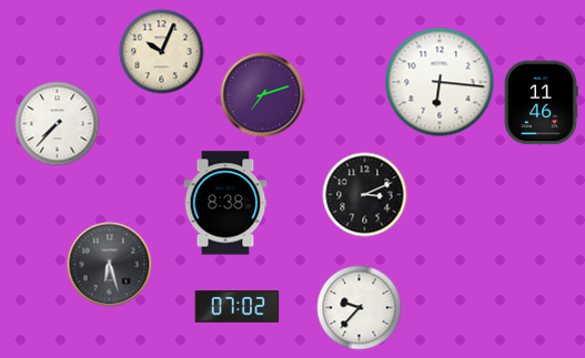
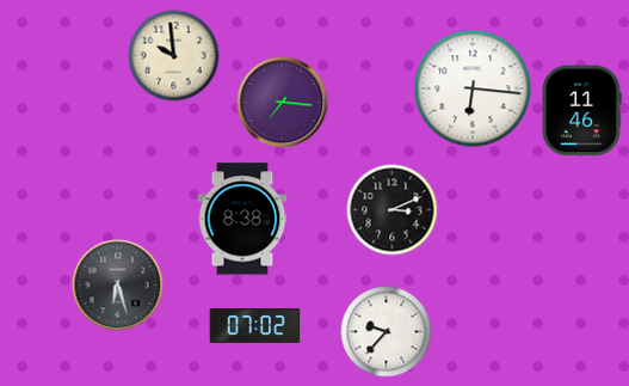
clock at (162, 52): 10:04 -> 9:59
clock at (263, 95): 7:12 -> 7:16
clock at (58, 124): 7:37 -> none
clock at (238, 306) position: (238, 306) -> (255, 325)
